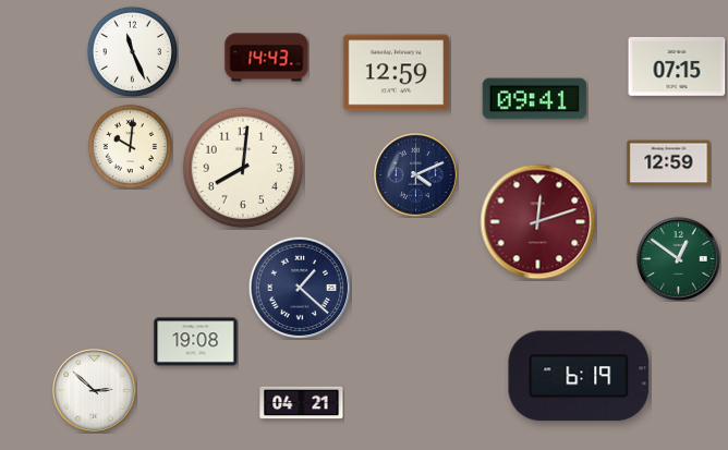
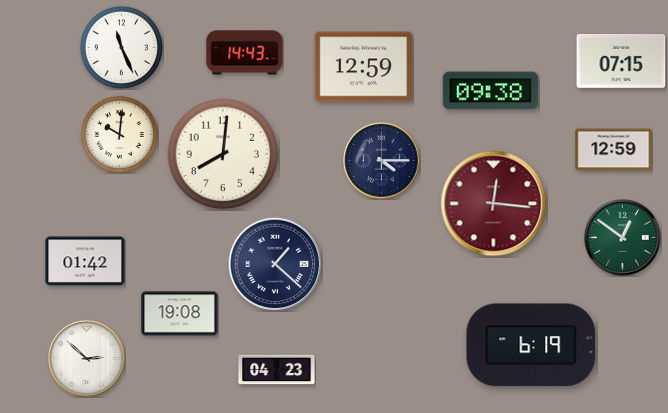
clock at (535, 99): 09:41 -> 09:38
clock at (416, 175): 4:11 -> 4:15
clock at (538, 222): 12:12 -> 12:16
clock at (85, 261): none -> 01:42
clock at (302, 403): 04:21 -> 04:23
